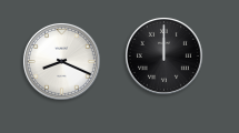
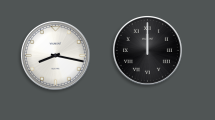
clock at (62, 62): 8:19 -> 8:17
